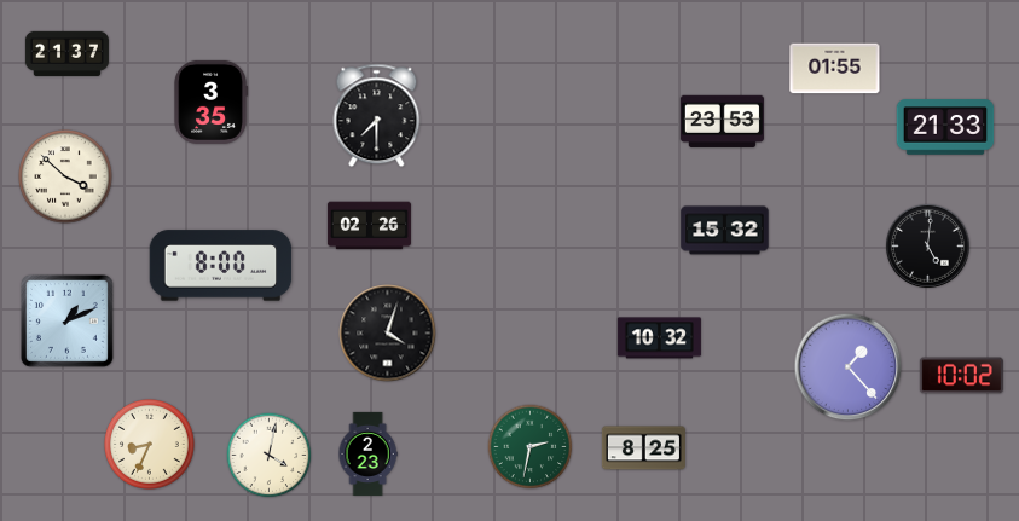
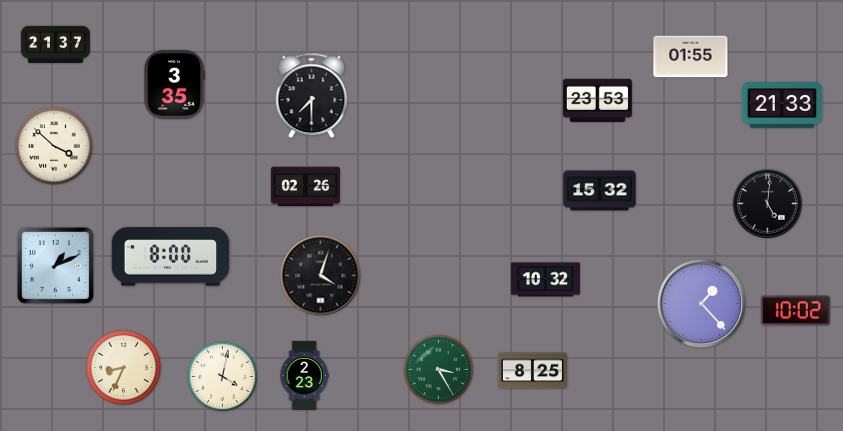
clock at (221, 266) position: (221, 266) -> (171, 257)
clock at (531, 447): 2:32 -> 3:25
